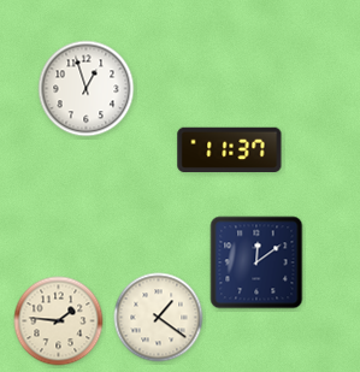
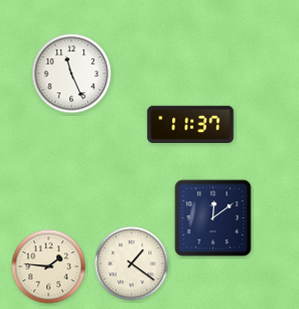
clock at (87, 89): 12:57 -> 11:26
